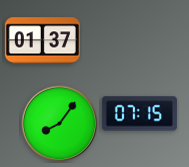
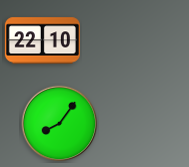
clock at (42, 41): 01:37 -> 22:10
clock at (139, 114): 07:15 -> none
